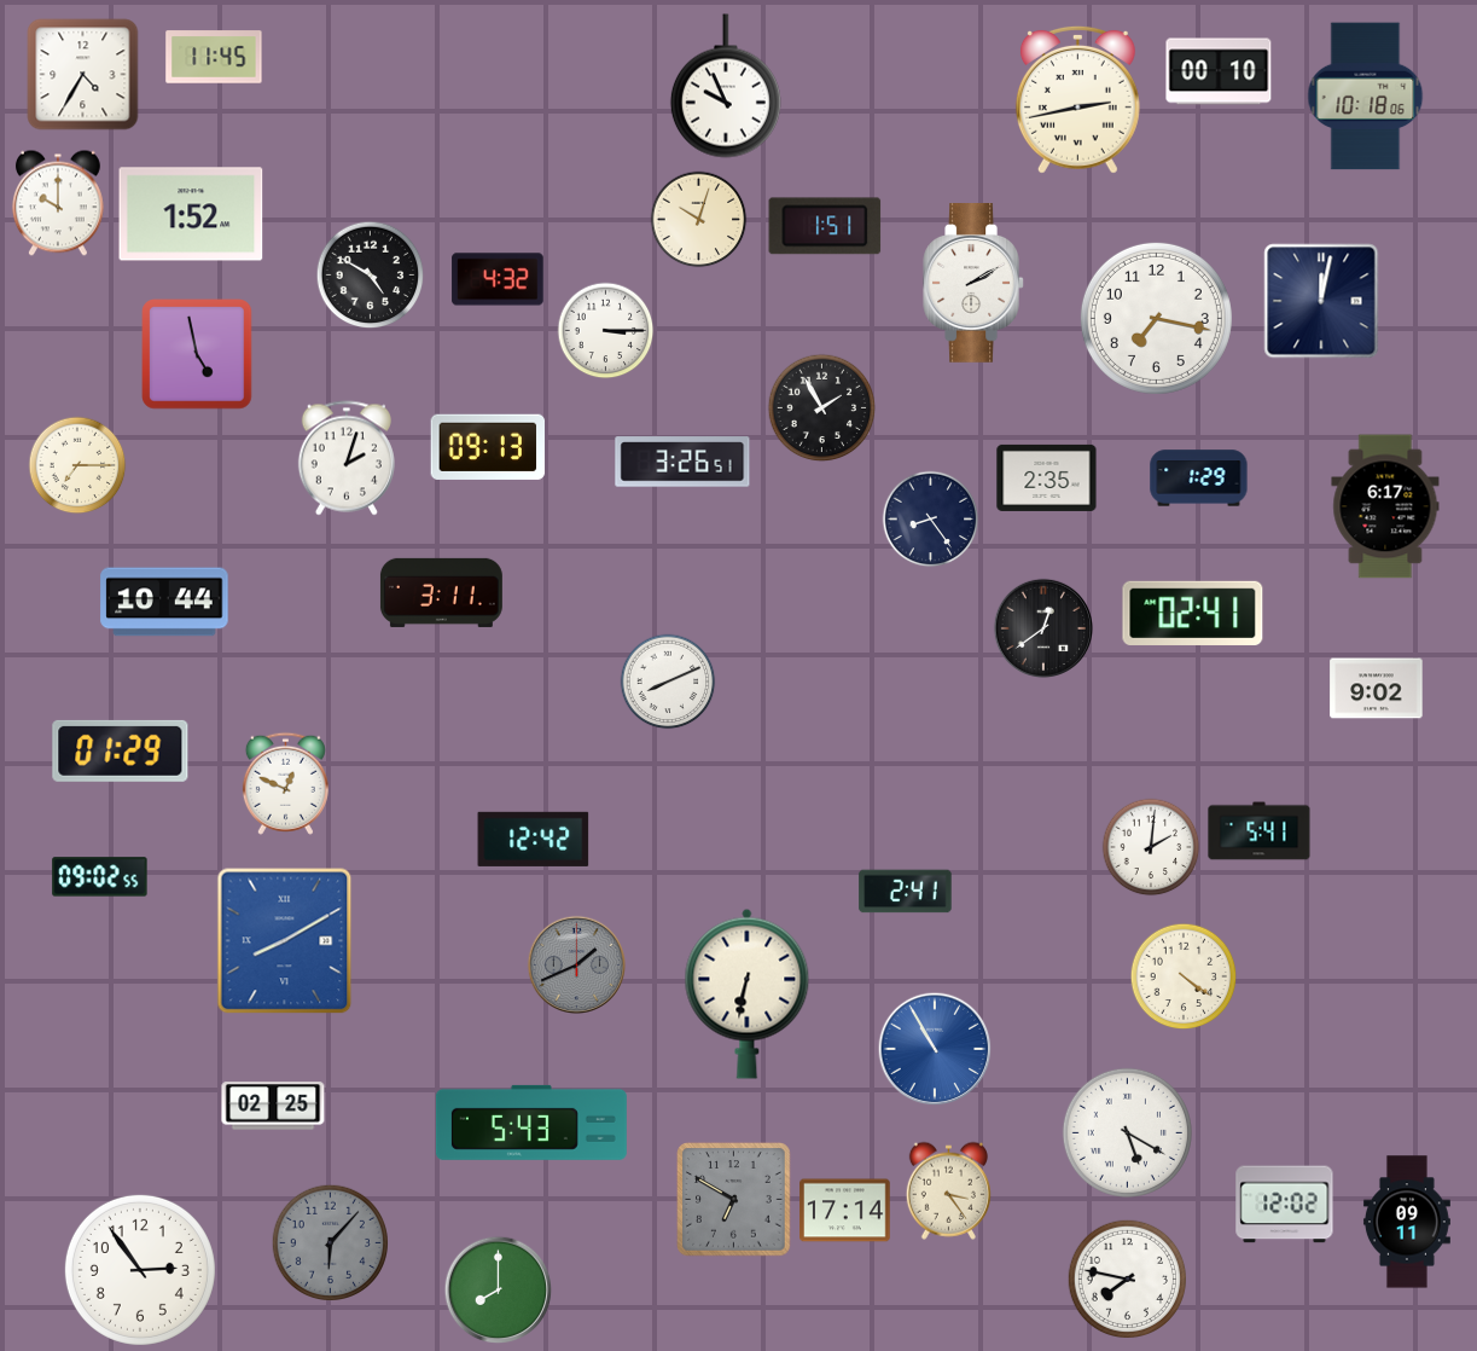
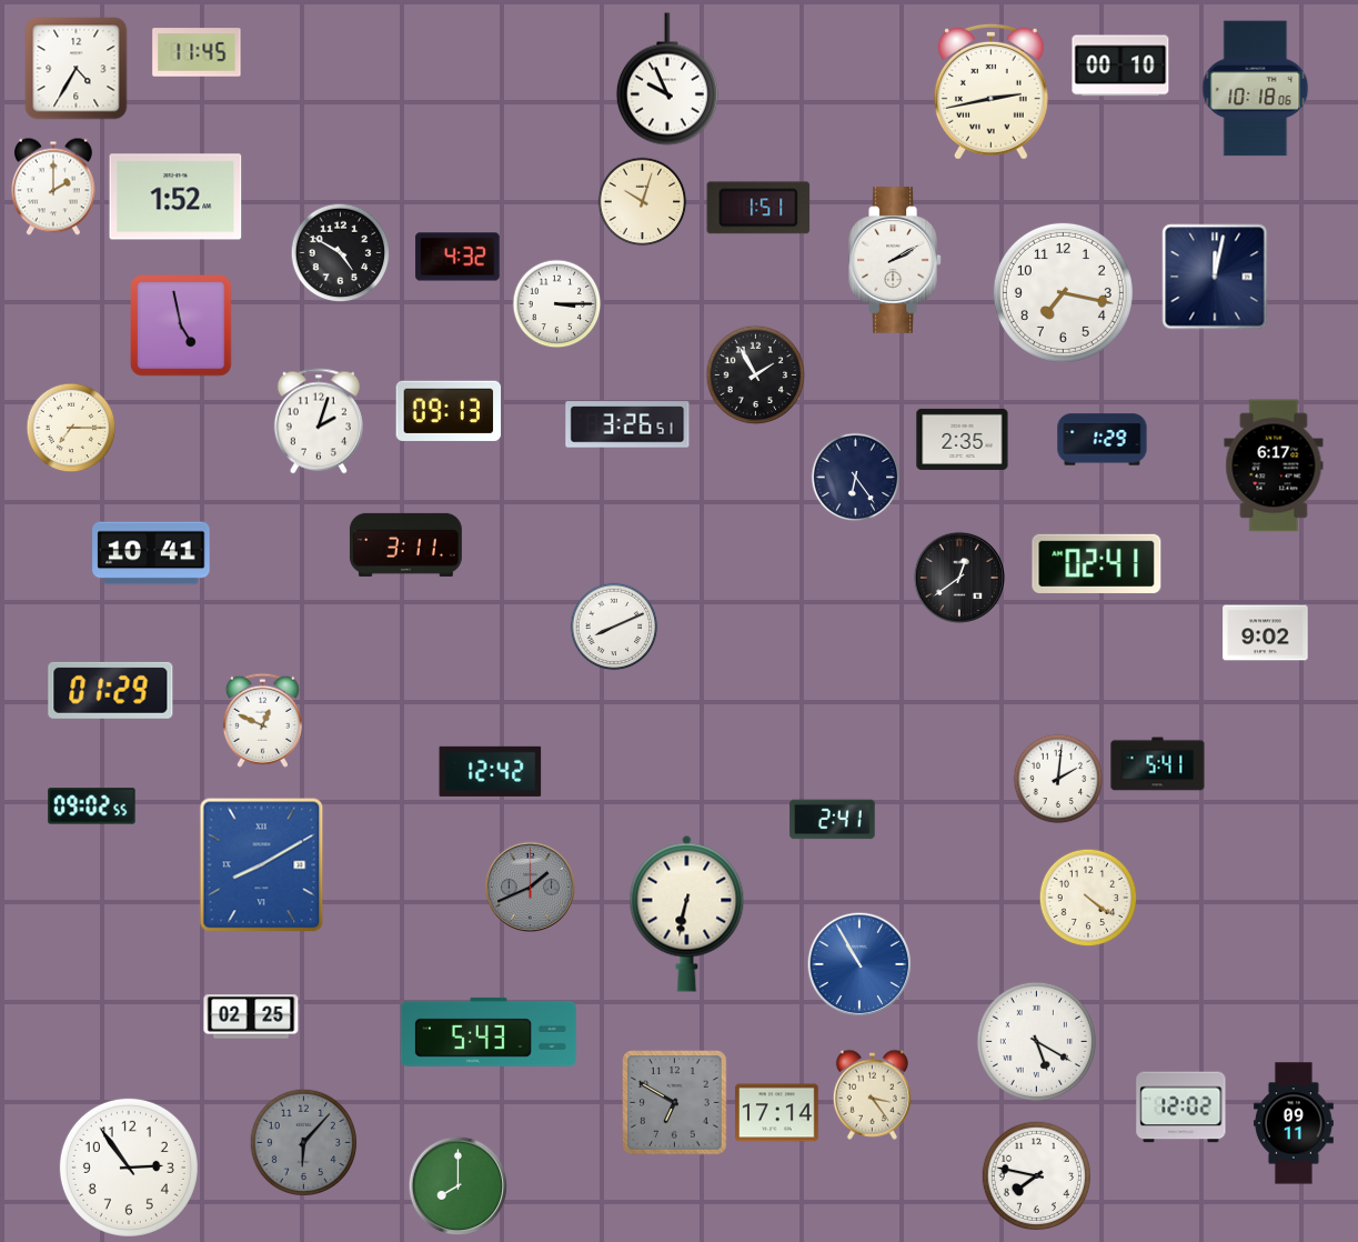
clock at (58, 203): 10:00 -> 2:00
clock at (931, 520): 8:24 -> 6:24
clock at (164, 602): 10:44 -> 10:41
